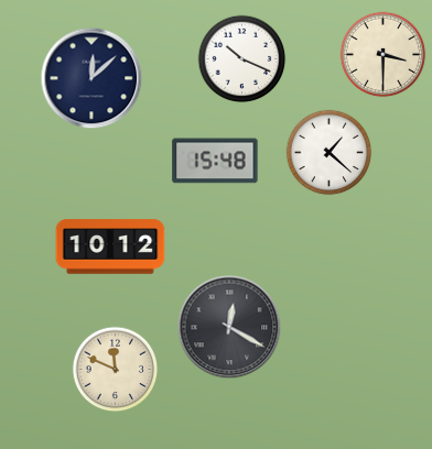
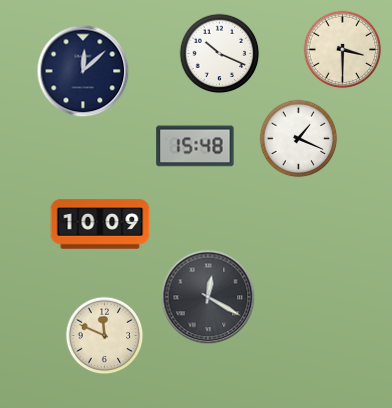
clock at (382, 54) position: (382, 54) -> (342, 49)
clock at (328, 152): 1:22 -> 1:19
clock at (110, 247): 10:12 -> 10:09
